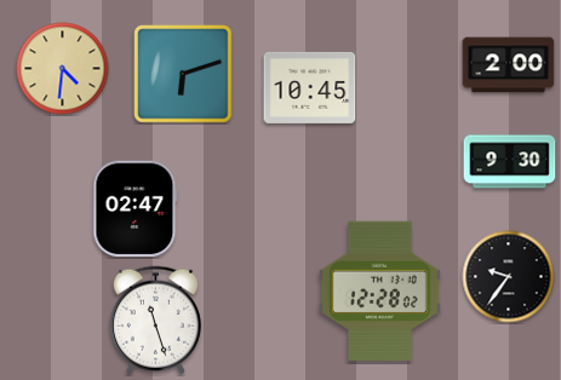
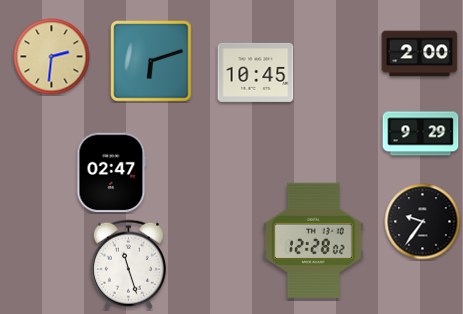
clock at (63, 69): 4:31 -> 2:31
clock at (510, 162): 9:30 -> 9:29
clock at (509, 277) position: (509, 277) -> (423, 222)
